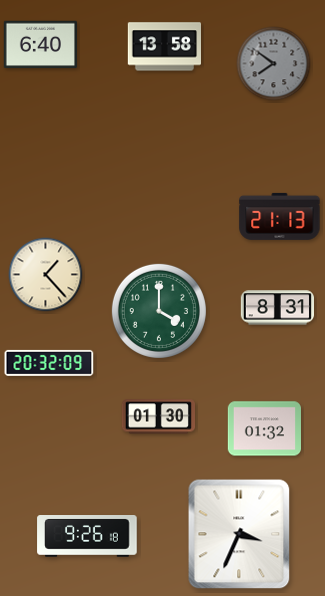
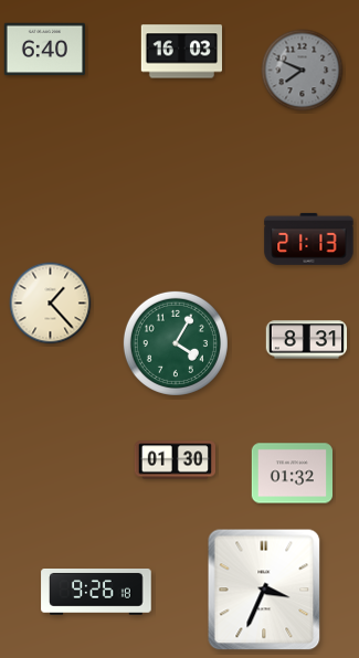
clock at (164, 47): 13:58 -> 16:03
clock at (274, 64): 7:51 -> 7:49
clock at (159, 311): 4:00 -> 4:05
clock at (49, 363): 20:32 -> none
